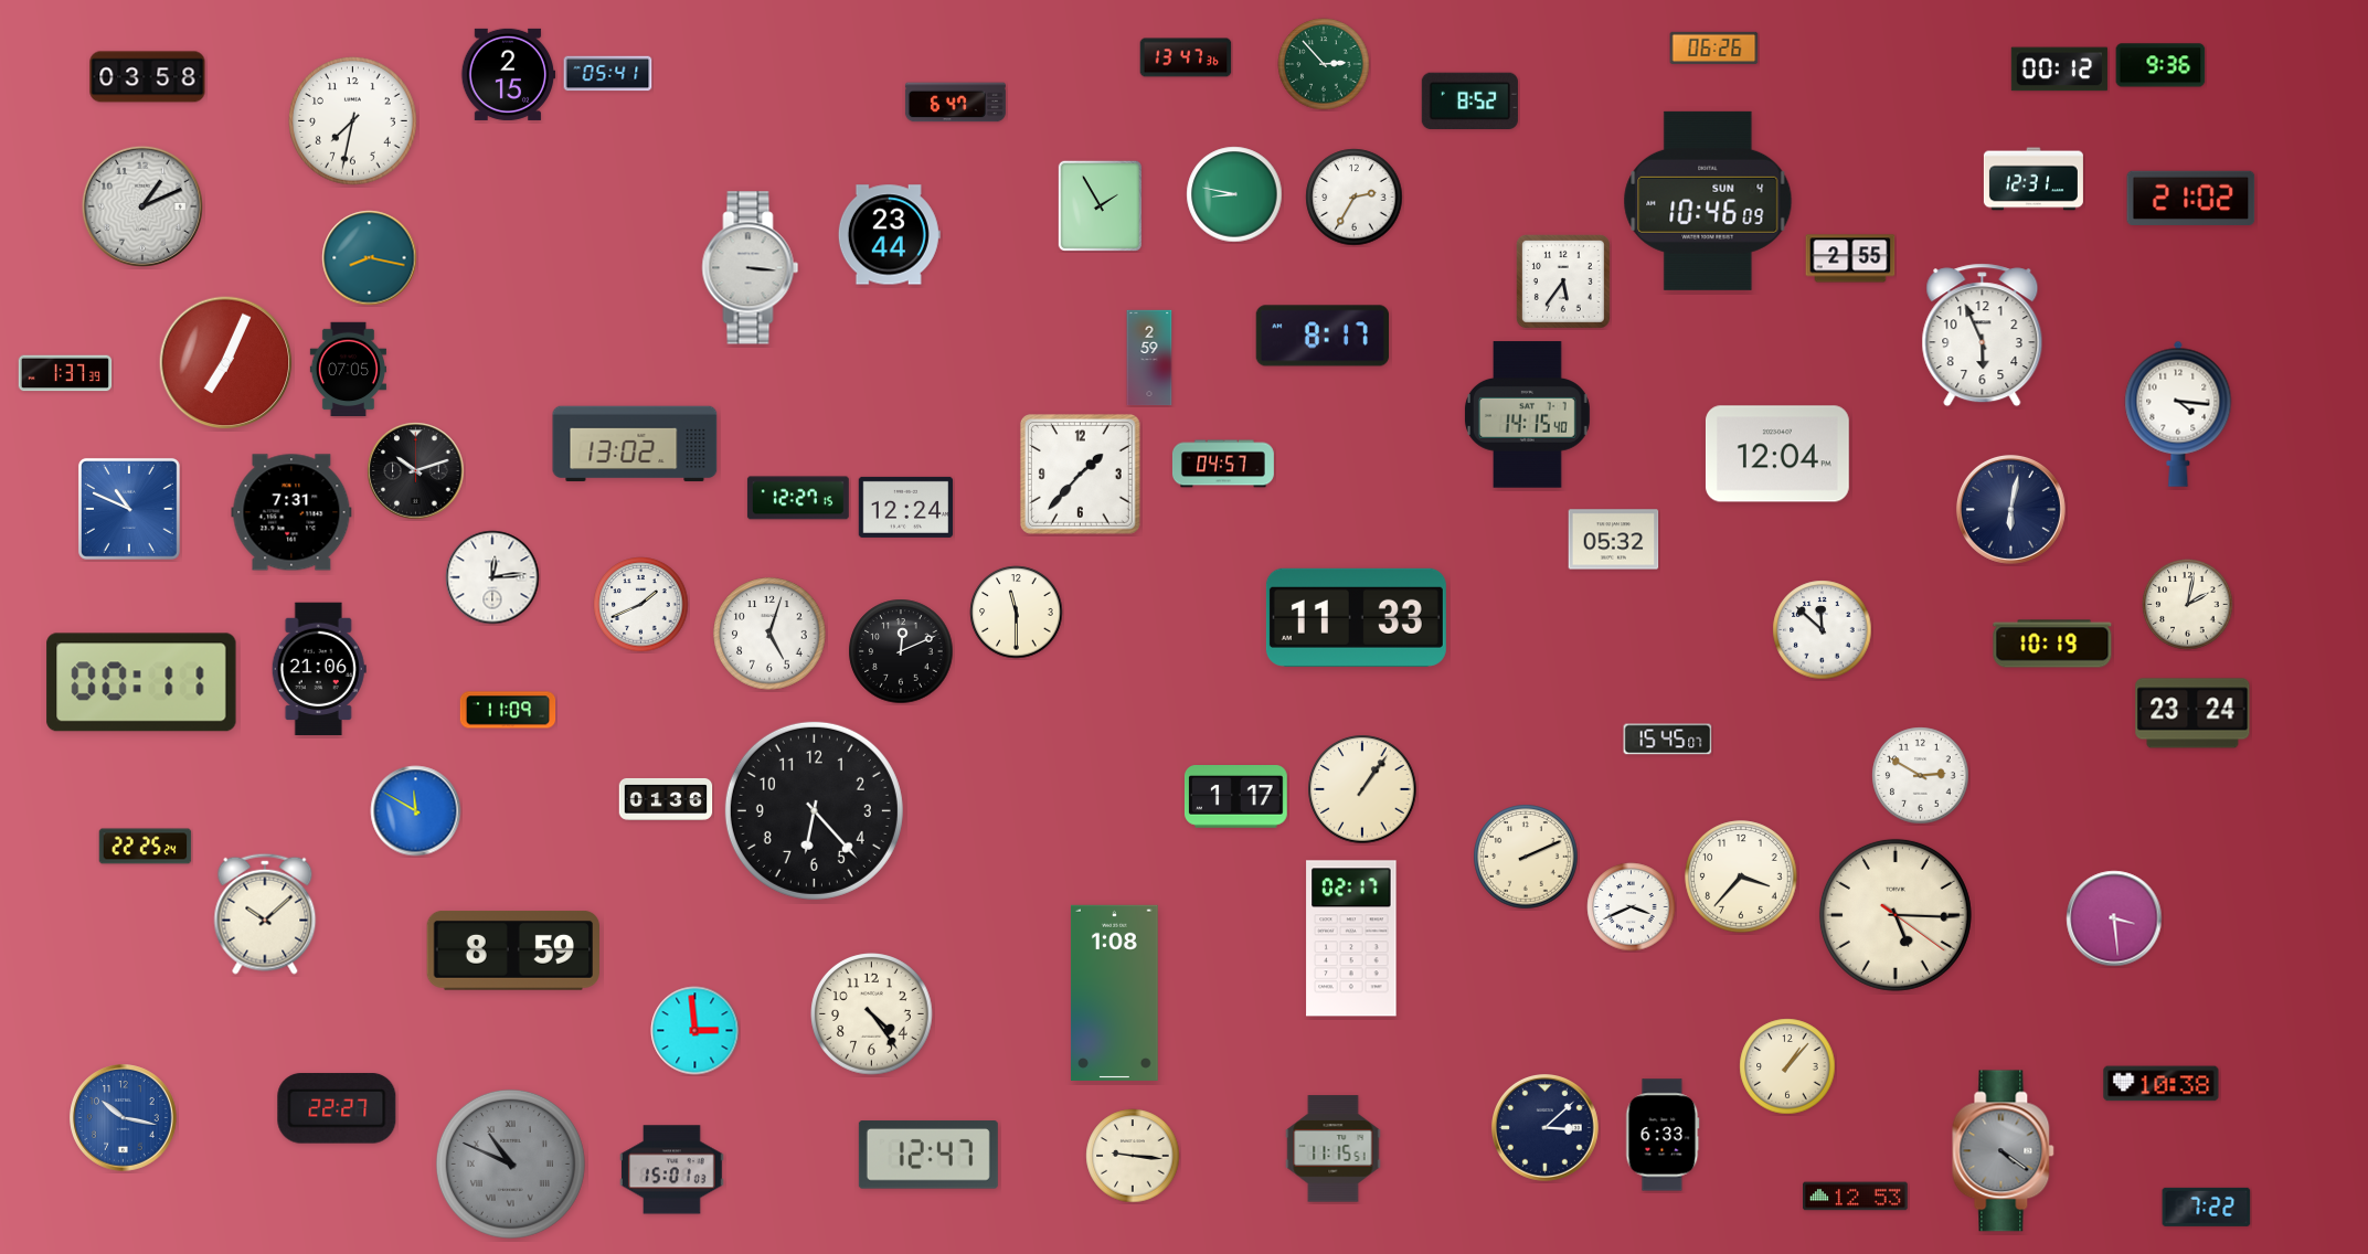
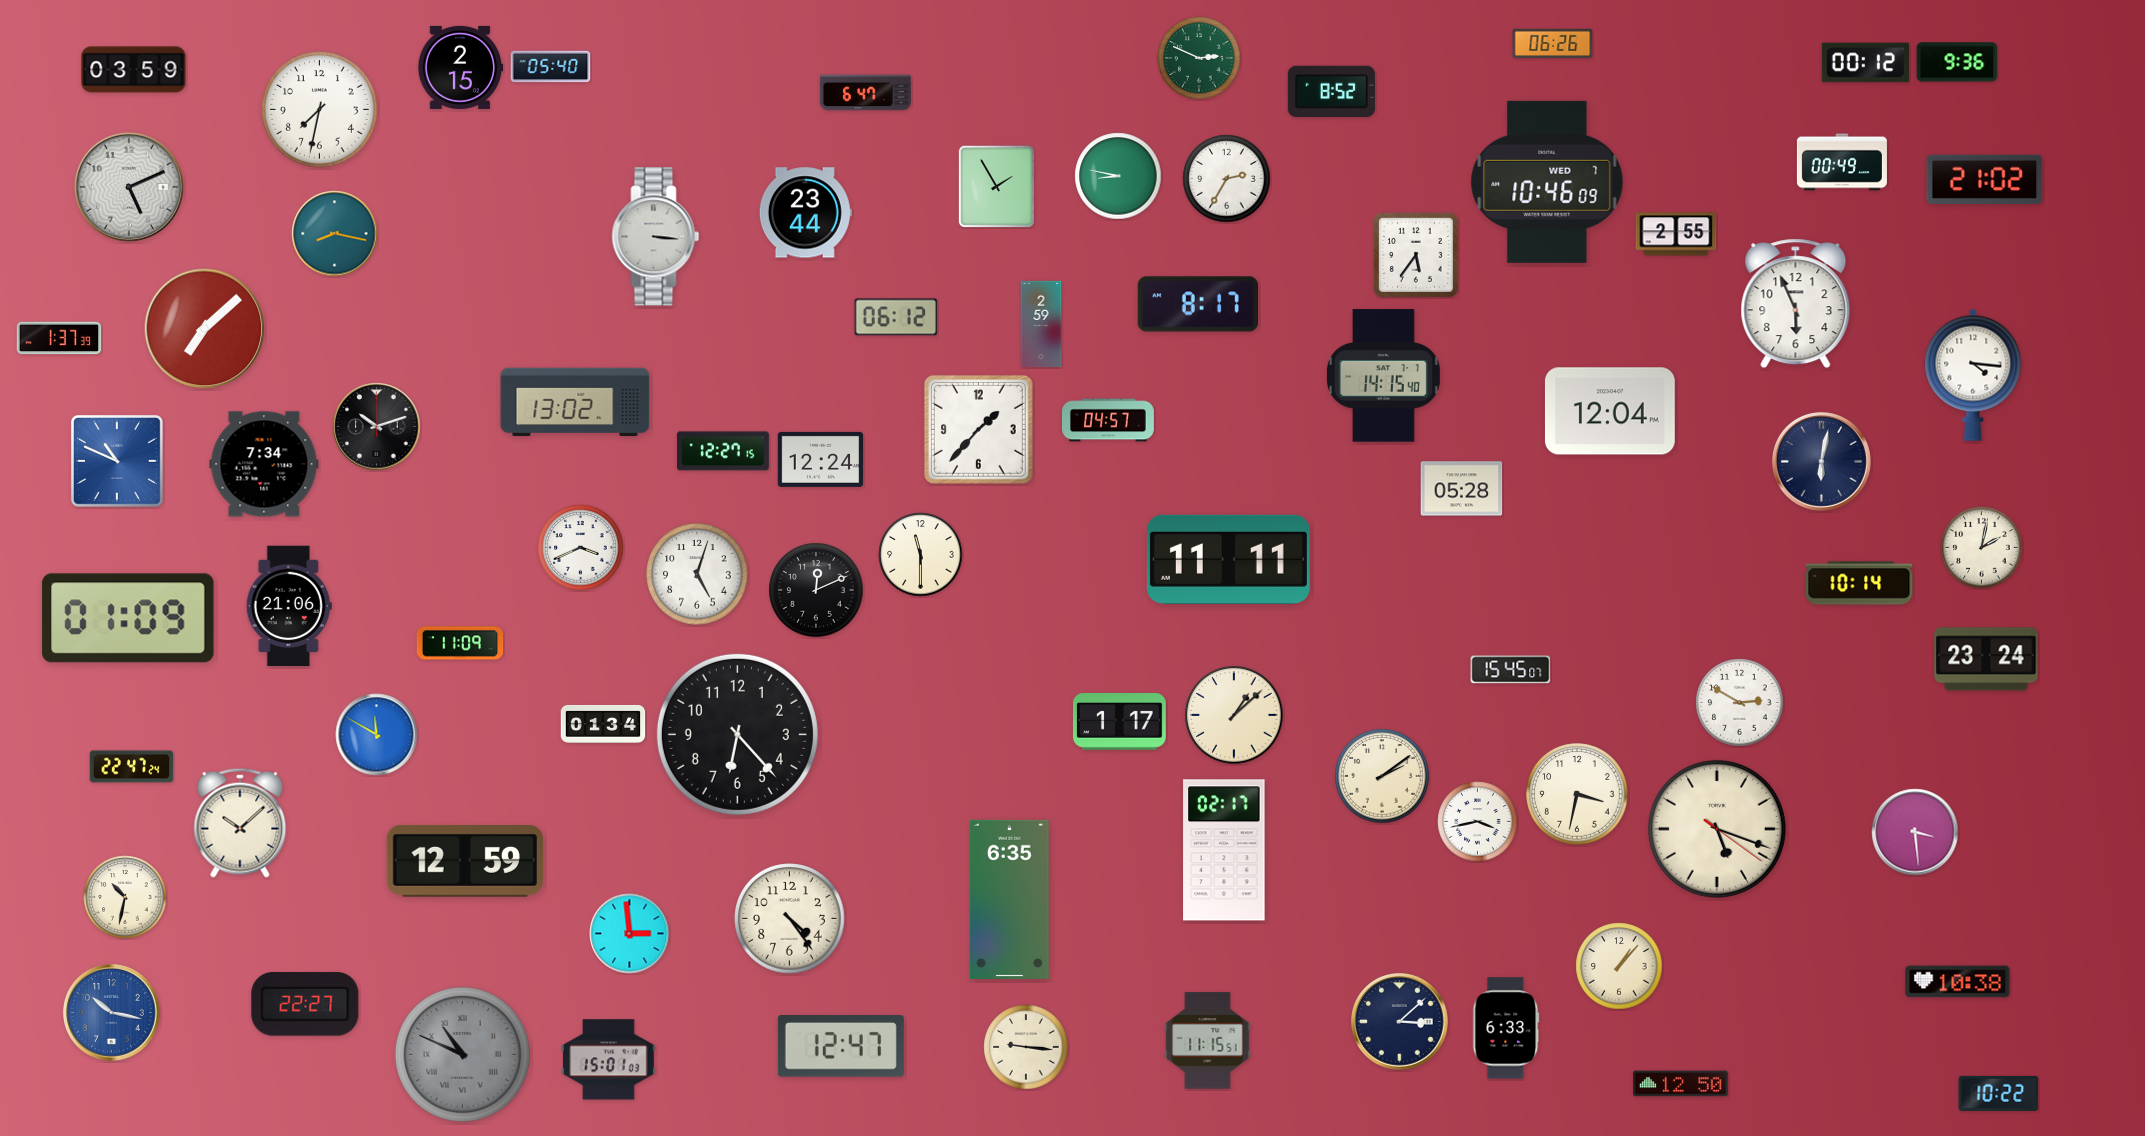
clock at (1186, 57): 13:47 -> none
clock at (1324, 64): 2:53 -> 2:49
clock at (2160, 65) position: (2160, 65) -> (1957, 62)
clock at (608, 74): 05:41 -> 05:40
clock at (148, 77): 03:58 -> 03:59
clock at (2033, 179): 12:31 -> 00:49
clock at (1708, 201) date: SUN 4 -> WED 7
clock at (142, 206): 1:11 -> 5:11
clock at (751, 268) position: (751, 268) -> (656, 237)
clock at (896, 317): none -> 06:12
clock at (226, 363): 7:04 -> 7:08
clock at (348, 370): 07:05 -> none
clock at (291, 512): 7:31 -> 7:34
clock at (1614, 540): 05:32 -> 05:28
clock at (492, 577): 12:14 -> none
clock at (641, 605): 1:41 -> 3:41
clock at (1356, 617): 11:33 -> 11:11
clock at (1823, 630): 11:52 -> none
clock at (2052, 644): 10:19 -> 10:14
clock at (141, 682): 00:11 -> 01:09
clock at (2192, 713) position: (2192, 713) -> (1986, 659)
clock at (1362, 789): 1:06 -> 1:08
clock at (666, 799): 01:36 -> 01:34
clock at (146, 847): 22:25 -> 22:47
clock at (1526, 857): 2:11 -> 2:09
clock at (1741, 876): 3:37 -> 3:32
clock at (1632, 907): 3:41 -> 3:43
clock at (265, 914) position: (265, 914) -> (240, 823)
clock at (1896, 915): 5:15 -> 5:18
clock at (512, 952): 8:59 -> 12:59
clock at (125, 897): none -> 10:32
clock at (1115, 992): 1:08 -> 6:35
clock at (2004, 1151): 4:21 -> none
clock at (1856, 1197): 12:53 -> 12:50
clock at (2207, 1207): 7:22 -> 10:22
